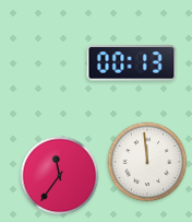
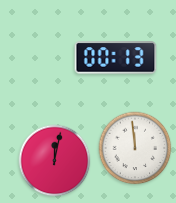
clock at (132, 63) position: (132, 63) -> (116, 58)
clock at (60, 176): 11:36 -> 12:02
